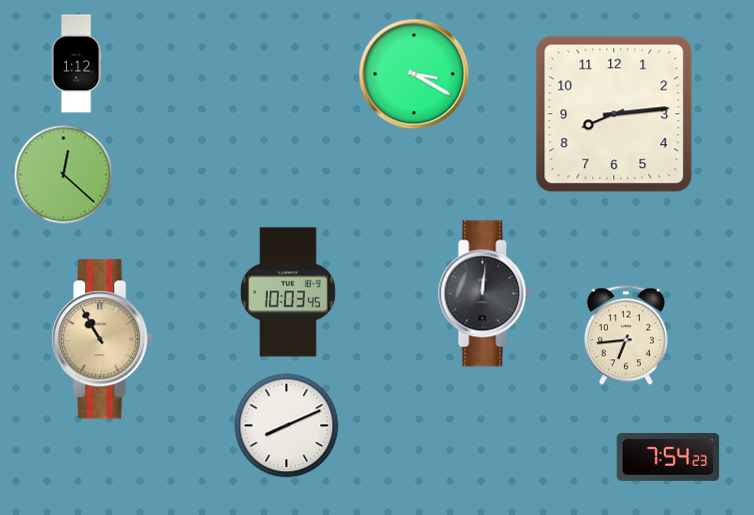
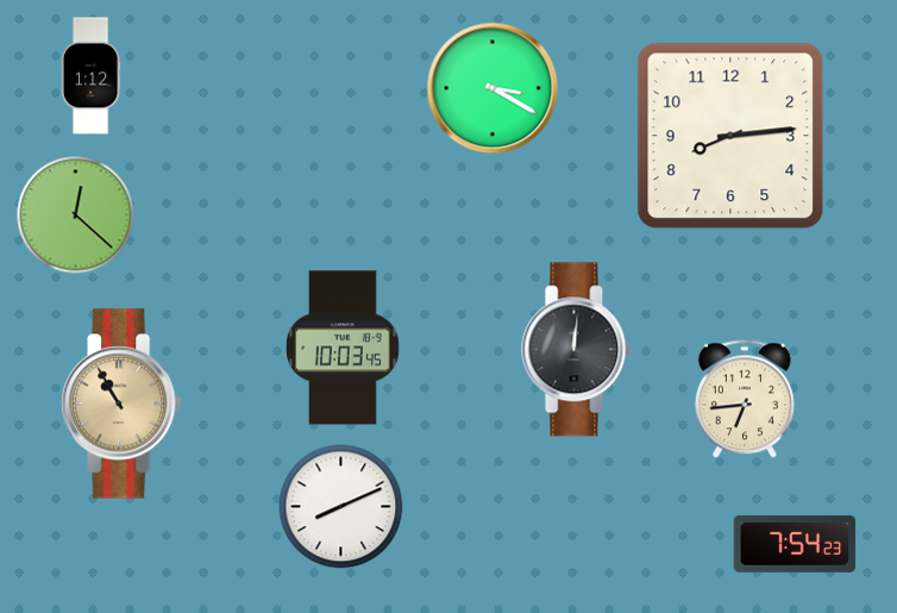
clock at (64, 175) position: (64, 175) -> (76, 215)
